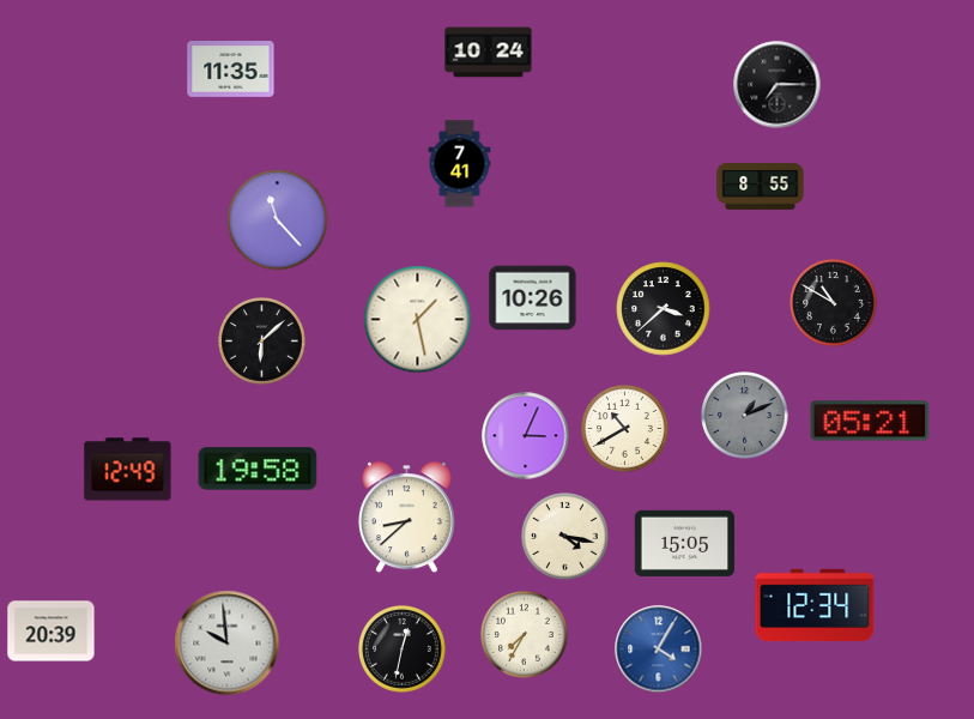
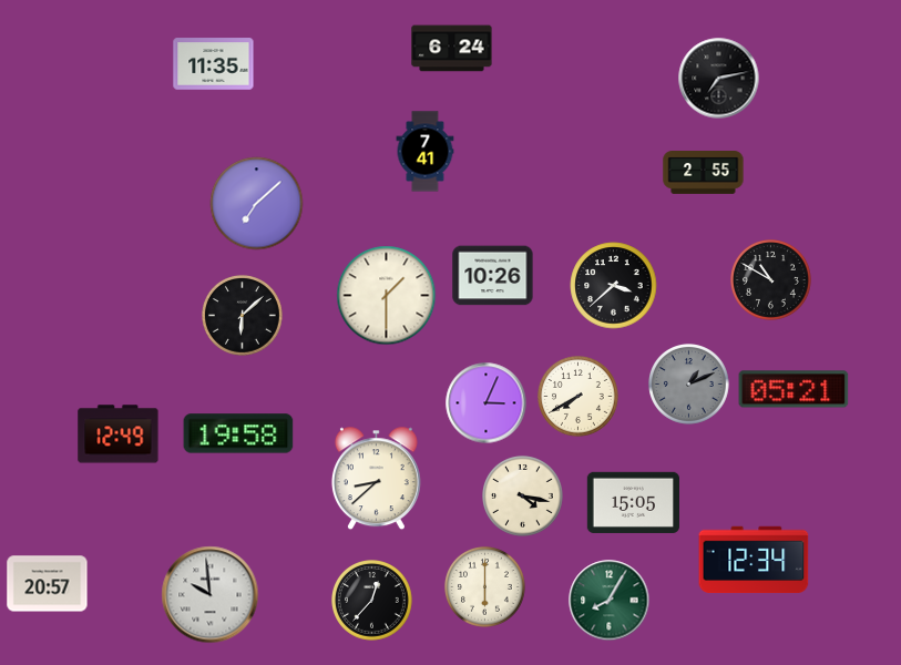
clock at (489, 53): 10:24 -> 6:24
clock at (778, 85): 7:15 -> 7:13
clock at (761, 187): 8:55 -> 2:55
clock at (278, 220): 11:23 -> 7:08
clock at (418, 320): 1:28 -> 1:30
clock at (870, 421) position: (870, 421) -> (794, 389)
clock at (625, 429): 10:40 -> 7:40
clock at (52, 632): 20:39 -> 20:57
clock at (525, 635): 7:35 -> 6:00
clock at (403, 649): 12:32 -> 12:37
clock at (659, 649): 4:05 -> 8:05
clock at (659, 649) dial: blue -> green
